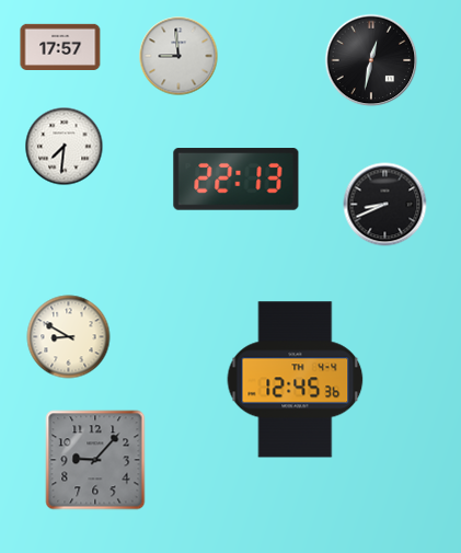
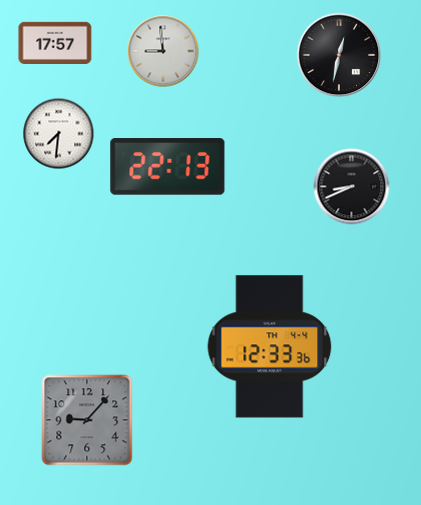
clock at (237, 180) position: (237, 180) -> (168, 167)
clock at (69, 337): 8:50 -> none
clock at (296, 380): 12:45 -> 12:33
